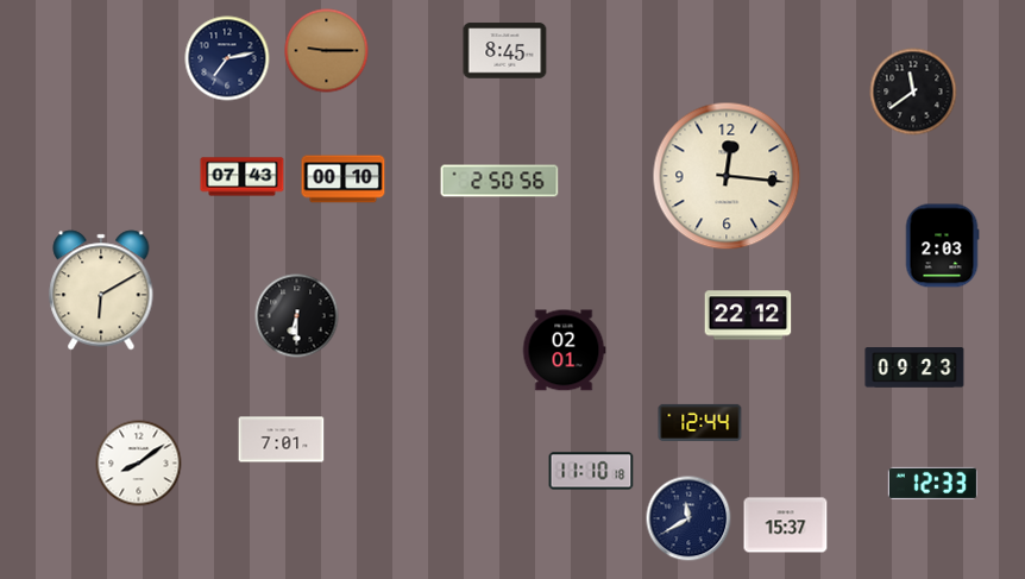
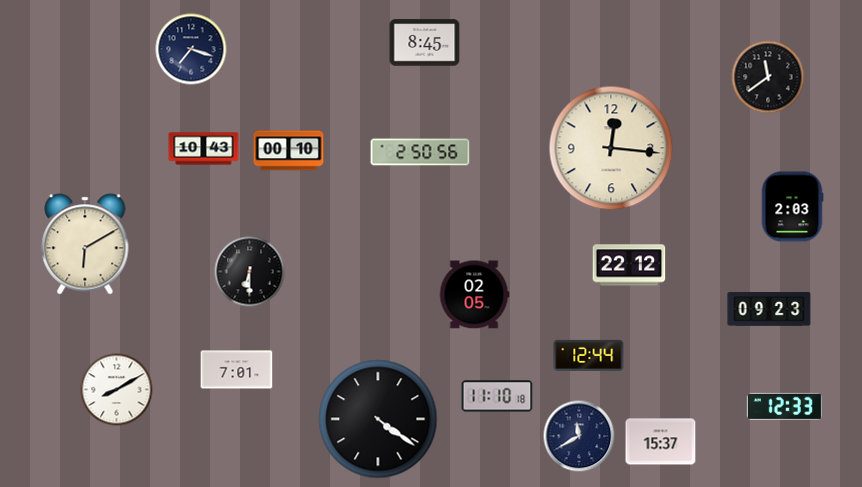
clock at (327, 51): 9:15 -> none
clock at (227, 58): 7:13 -> 7:18
clock at (243, 177): 07:43 -> 10:43
clock at (297, 316) position: (297, 316) -> (250, 272)
clock at (564, 351): 02:01 -> 02:05
clock at (139, 464): 8:09 -> 8:10
clock at (378, 419): none -> 4:21
